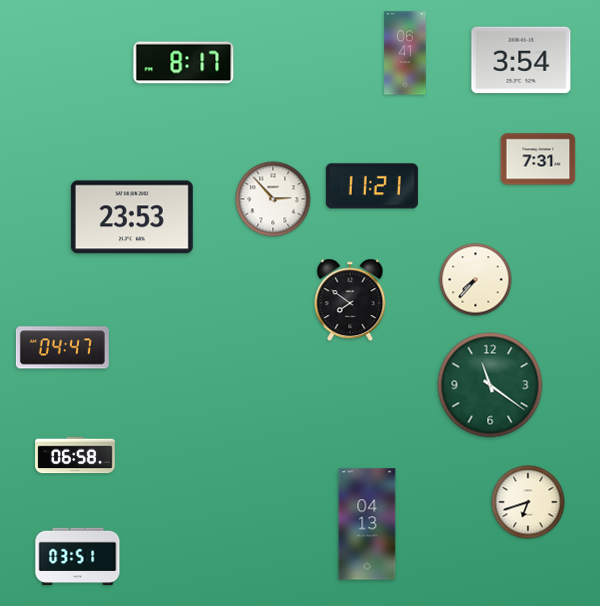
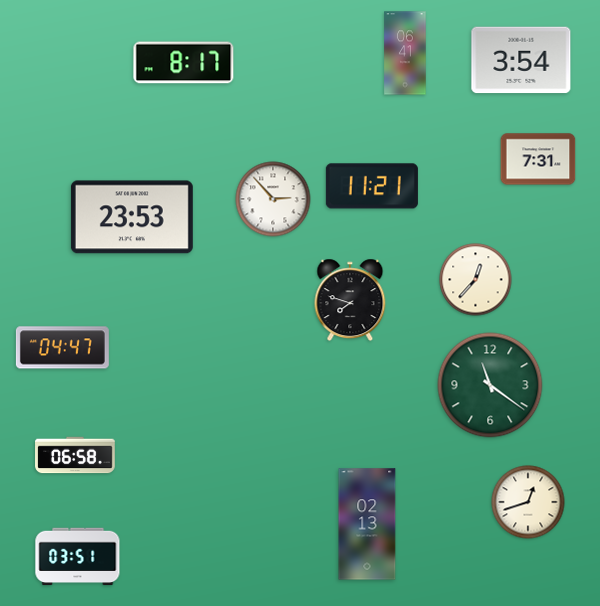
clock at (476, 280): 7:37 -> 12:37
clock at (350, 300): 7:51 -> 7:48
clock at (528, 502): 6:42 -> 12:42
clock at (367, 524): 04:13 -> 02:13
